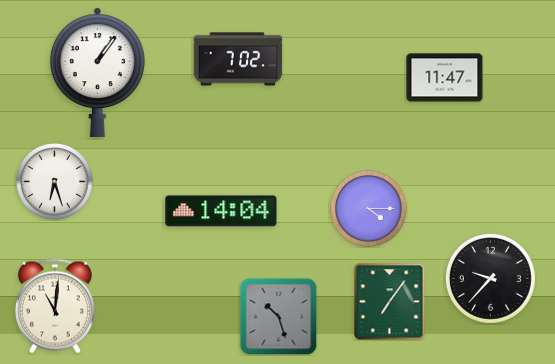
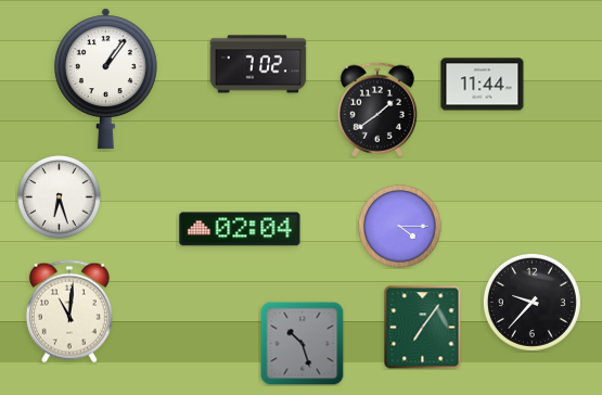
clock at (445, 78): 11:47 -> 11:44
clock at (377, 110): none -> 1:39
clock at (221, 211): 14:04 -> 02:04
clock at (55, 306) position: (55, 306) -> (69, 311)
